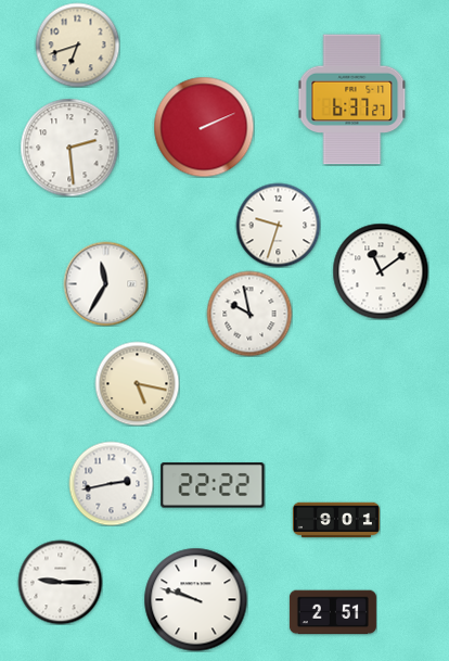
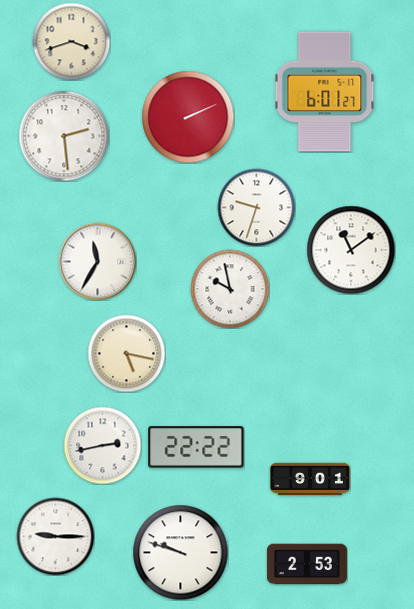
clock at (77, 45): 6:42 -> 3:42
clock at (352, 100): 6:37 -> 6:01
clock at (333, 612): 2:51 -> 2:53
